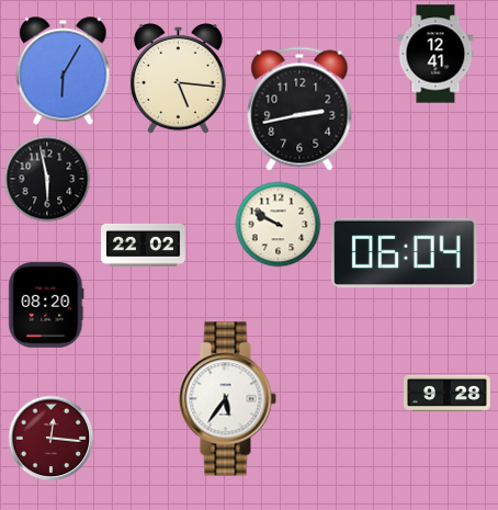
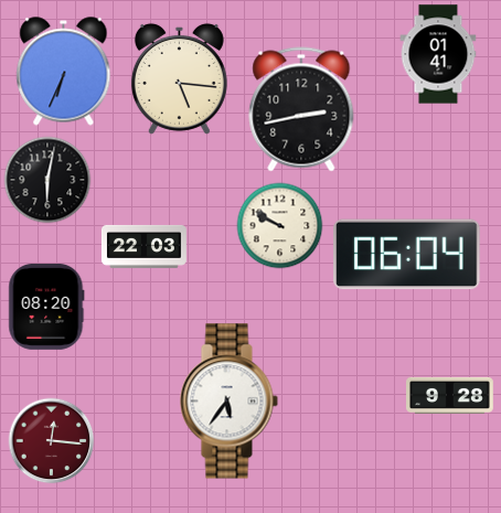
clock at (435, 54): 12:41 -> 01:41
clock at (64, 71): 6:05 -> 6:34
clock at (47, 179): 5:58 -> 6:02
clock at (143, 245): 22:02 -> 22:03
